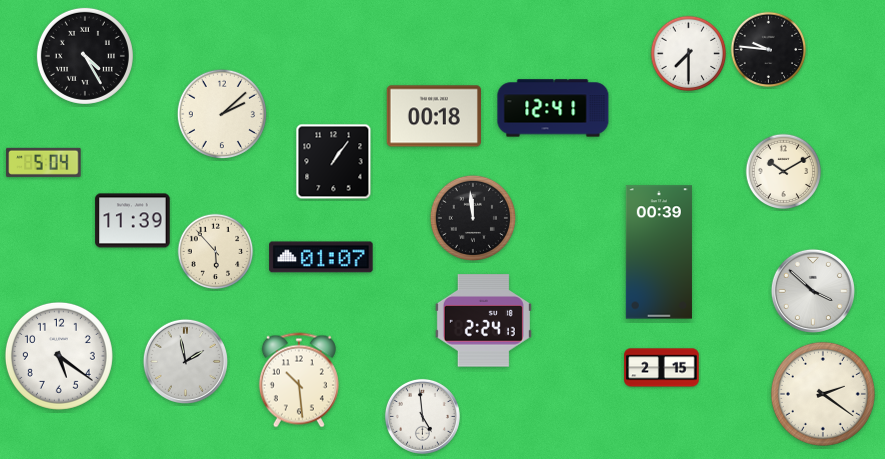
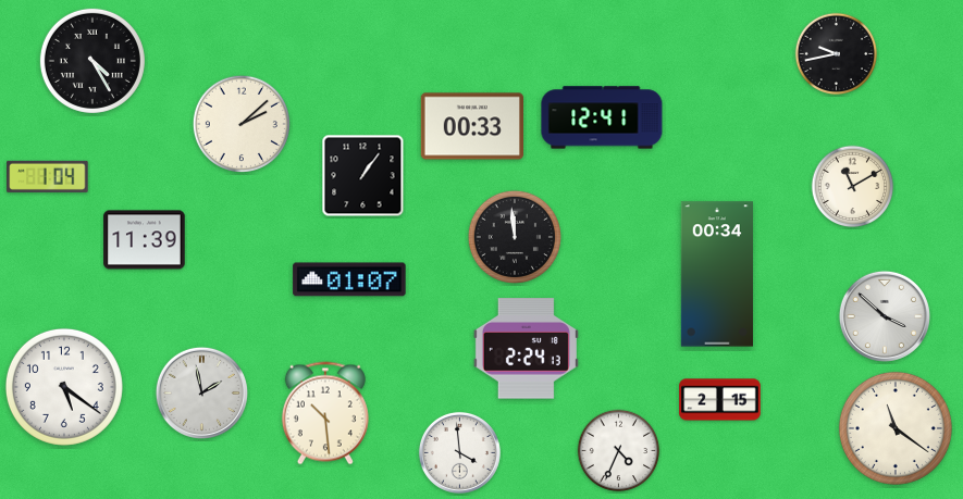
clock at (769, 50): 9:46 -> 9:43
clock at (689, 54): 7:30 -> none
clock at (433, 116): 00:18 -> 00:33
clock at (44, 162): 5:04 -> 1:04
clock at (784, 172): 10:10 -> 11:10
clock at (216, 252): 5:53 -> none
clock at (659, 252): 00:39 -> 00:34
clock at (823, 394): 2:21 -> 11:21
clock at (619, 451): none -> 4:34
clock at (422, 416): 4:59 -> 3:59
